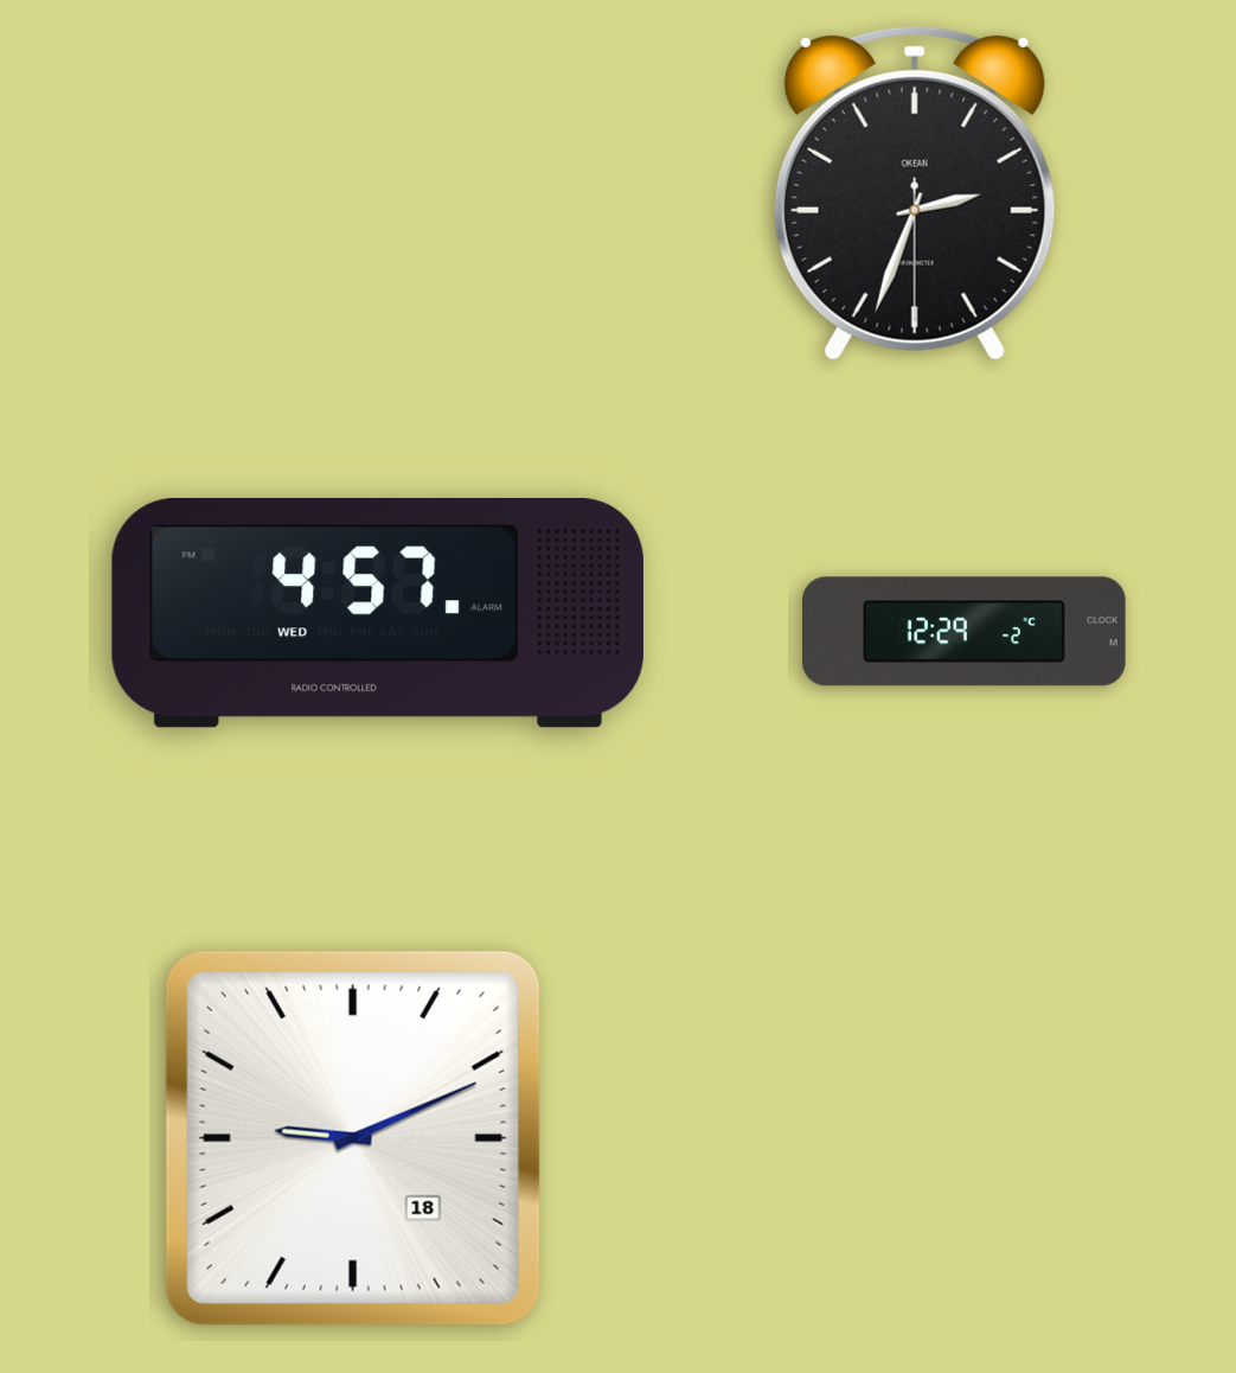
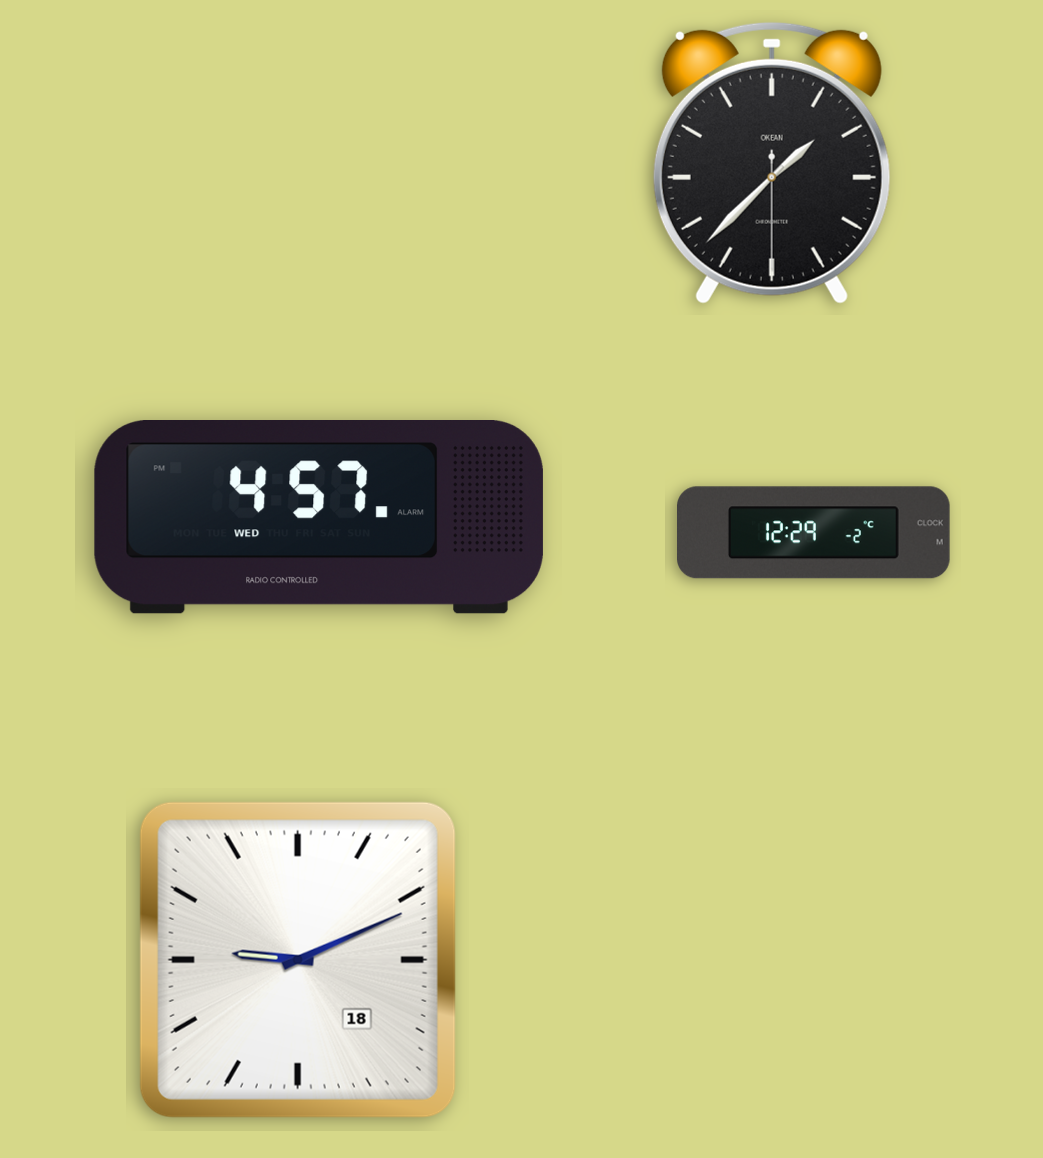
clock at (915, 193): 2:33 -> 1:37
